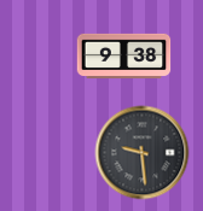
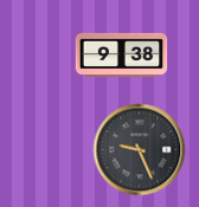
clock at (141, 152): 9:29 -> 9:26
